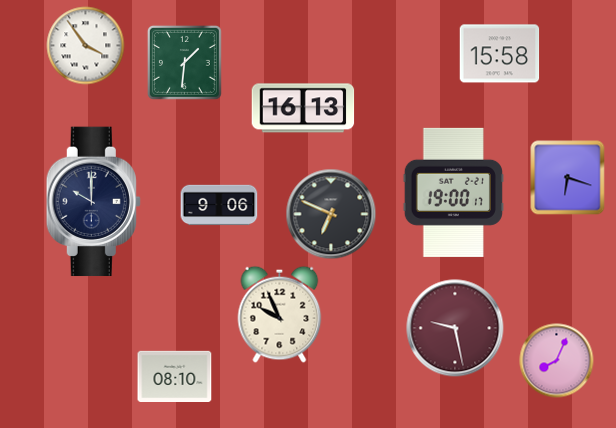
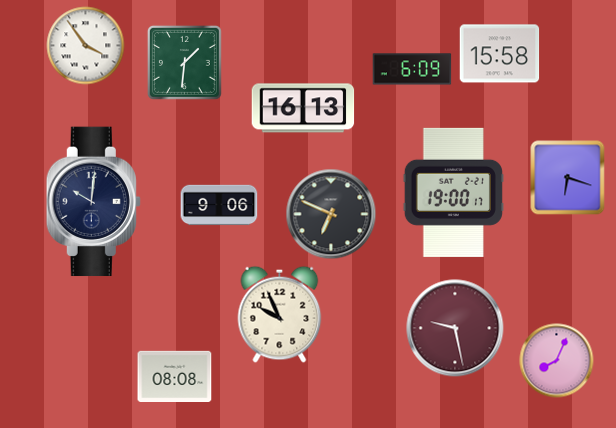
clock at (412, 69): none -> 6:09
clock at (93, 202): 10:00 -> 10:01
clock at (175, 377): 08:10 -> 08:08
